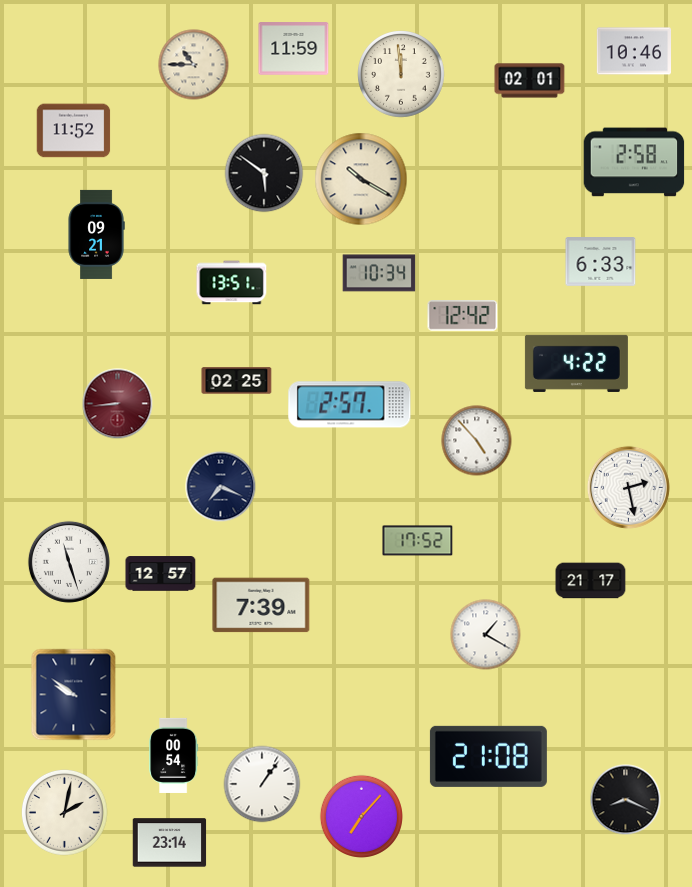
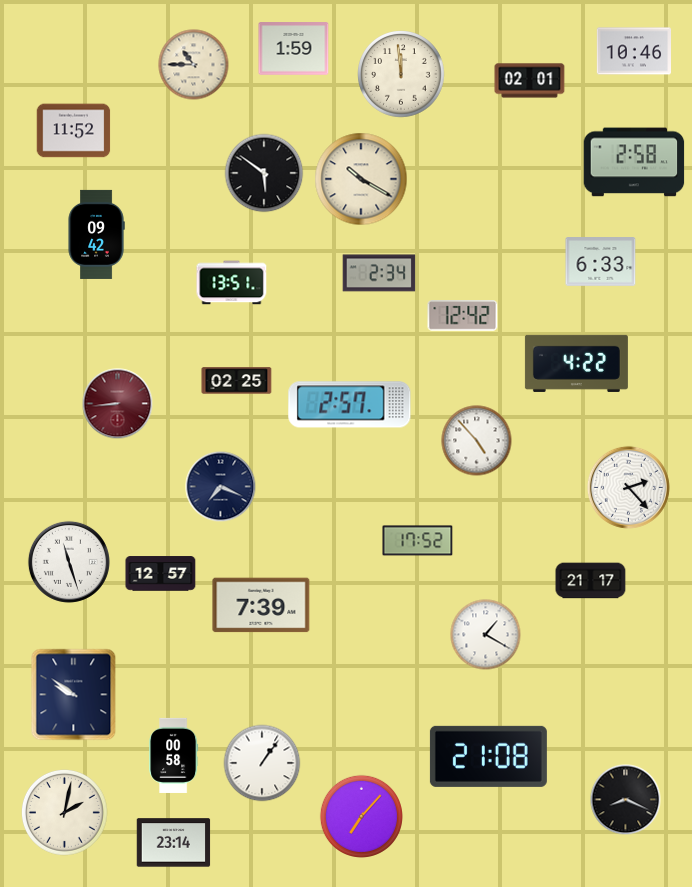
clock at (294, 49): 11:59 -> 1:59
clock at (96, 234): 09:21 -> 09:42
clock at (379, 273): 10:34 -> 2:34
clock at (628, 487): 2:28 -> 2:23
clock at (174, 755): 00:54 -> 00:58
clock at (262, 784) position: (262, 784) -> (262, 763)
clock at (170, 843) position: (170, 843) -> (174, 843)
